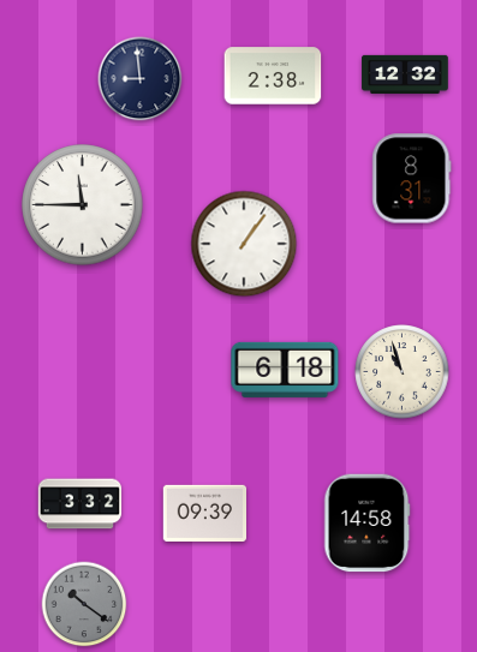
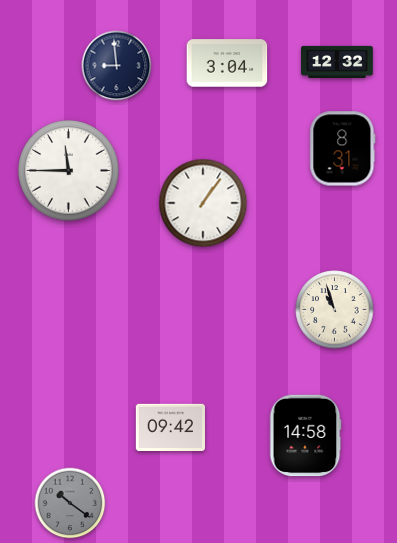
clock at (273, 76): 2:38 -> 3:04
clock at (285, 370): 6:18 -> none
clock at (81, 504): 3:32 -> none
clock at (204, 513): 09:39 -> 09:42
